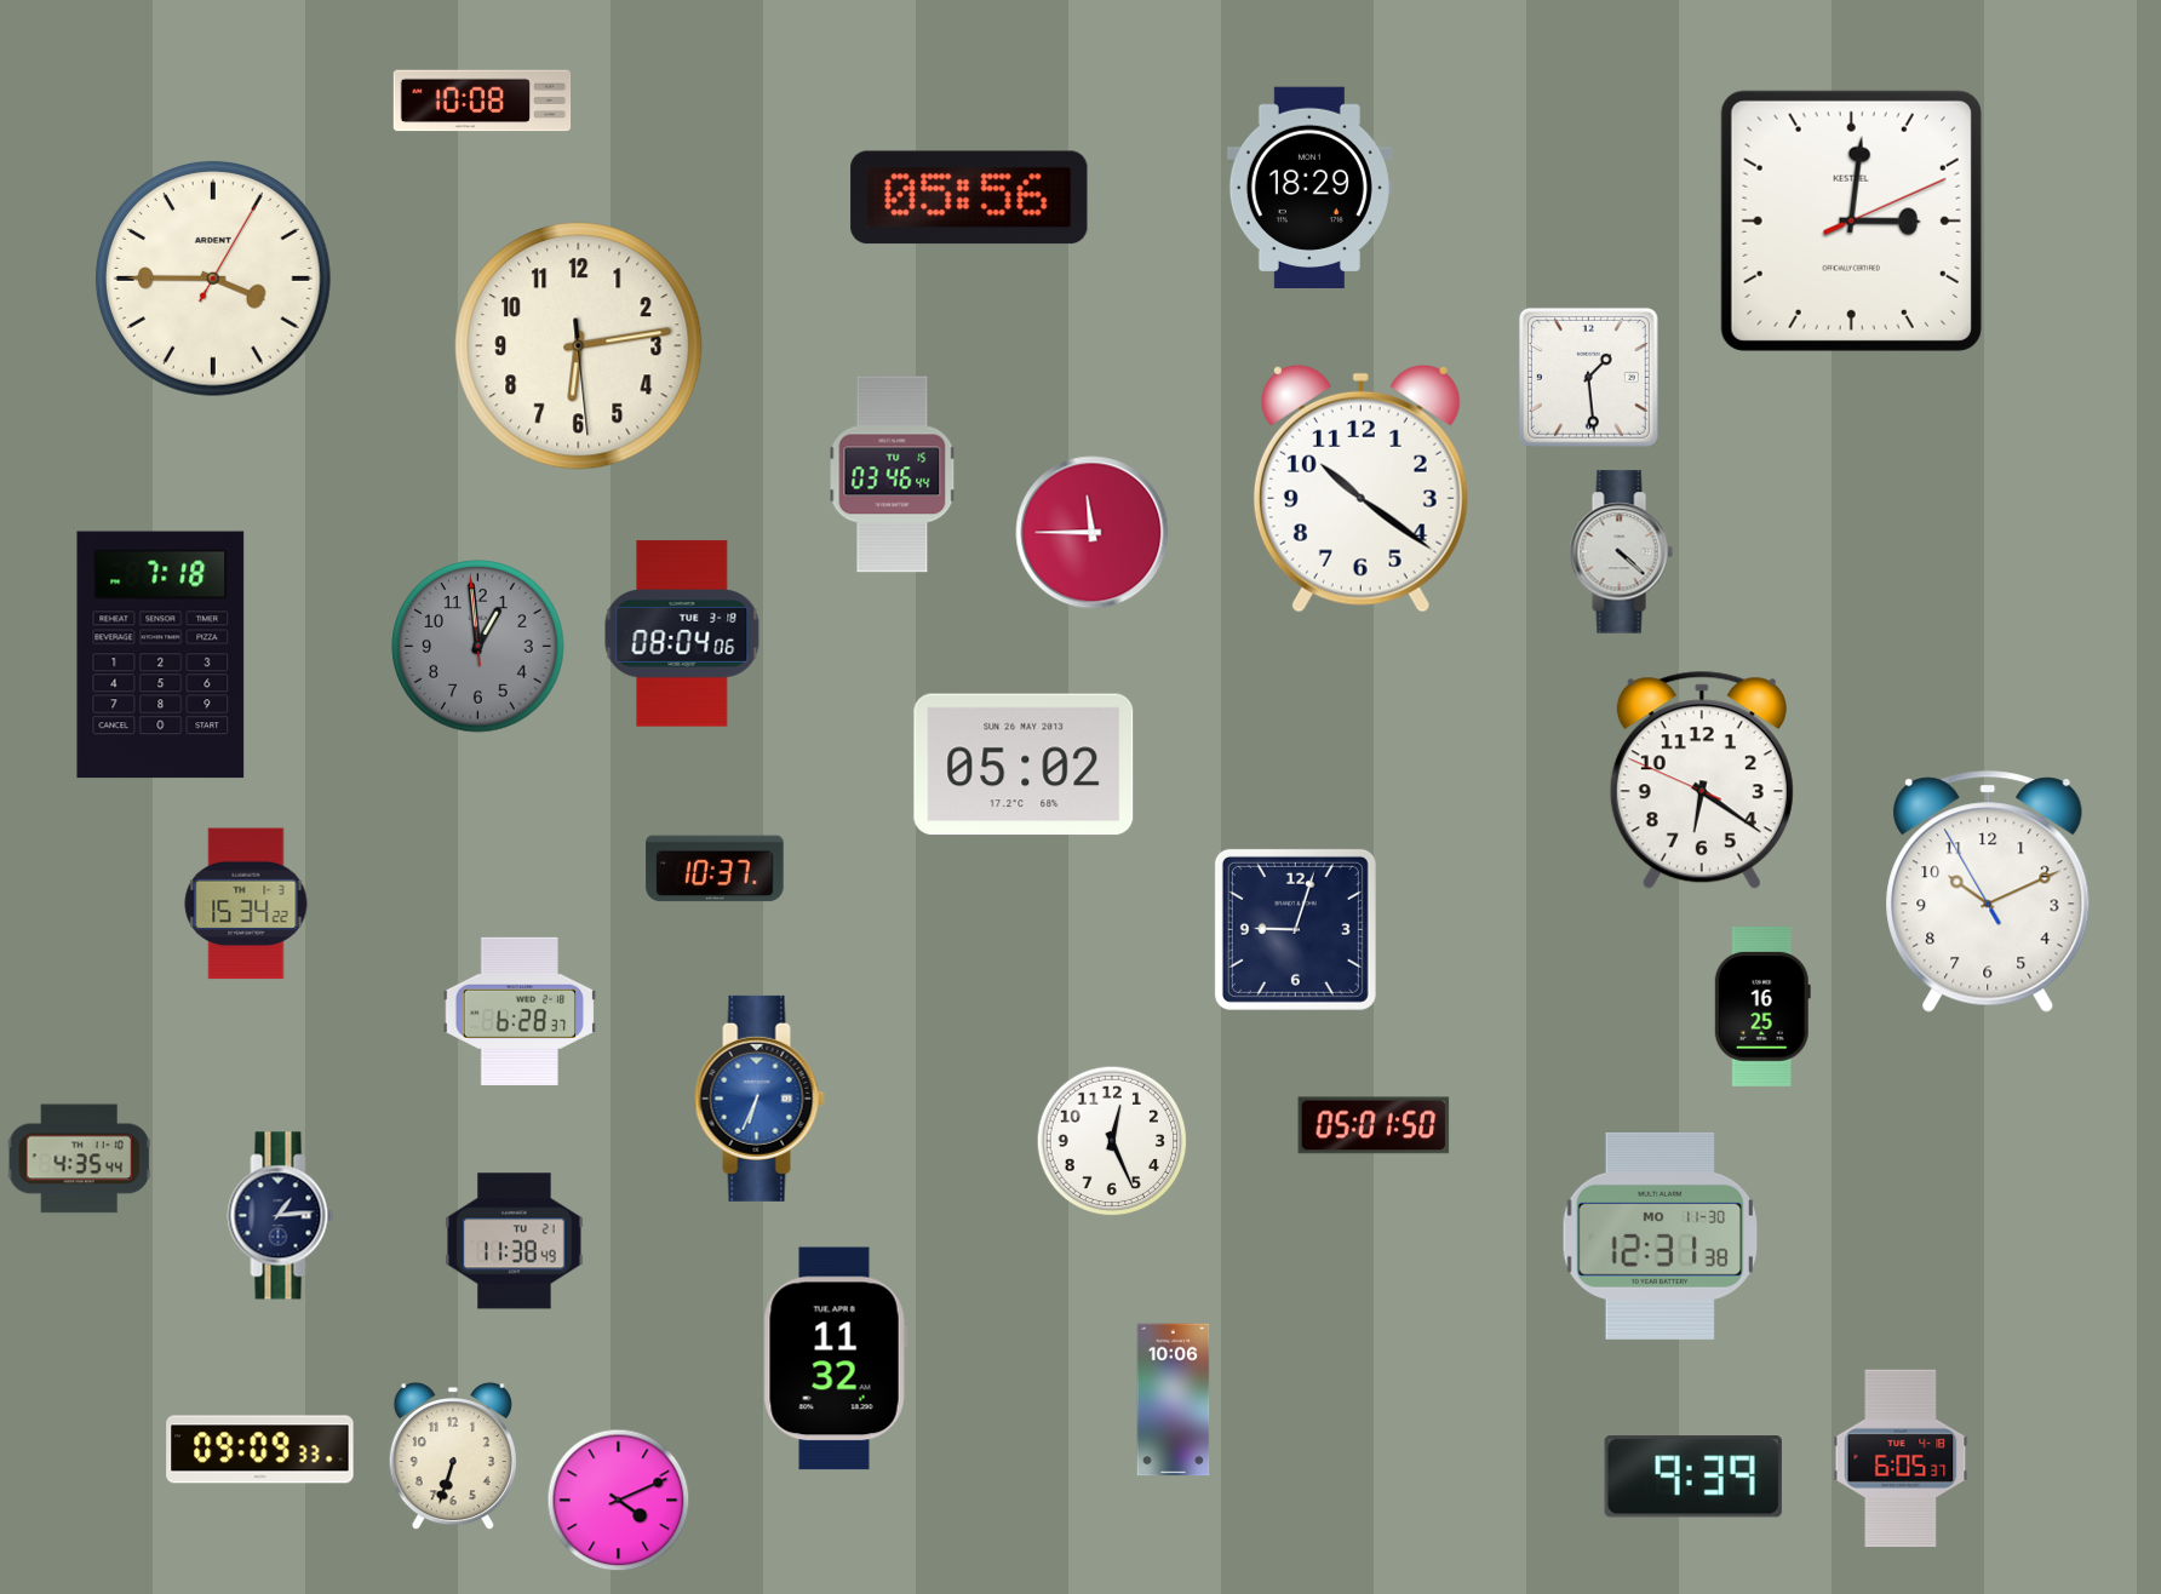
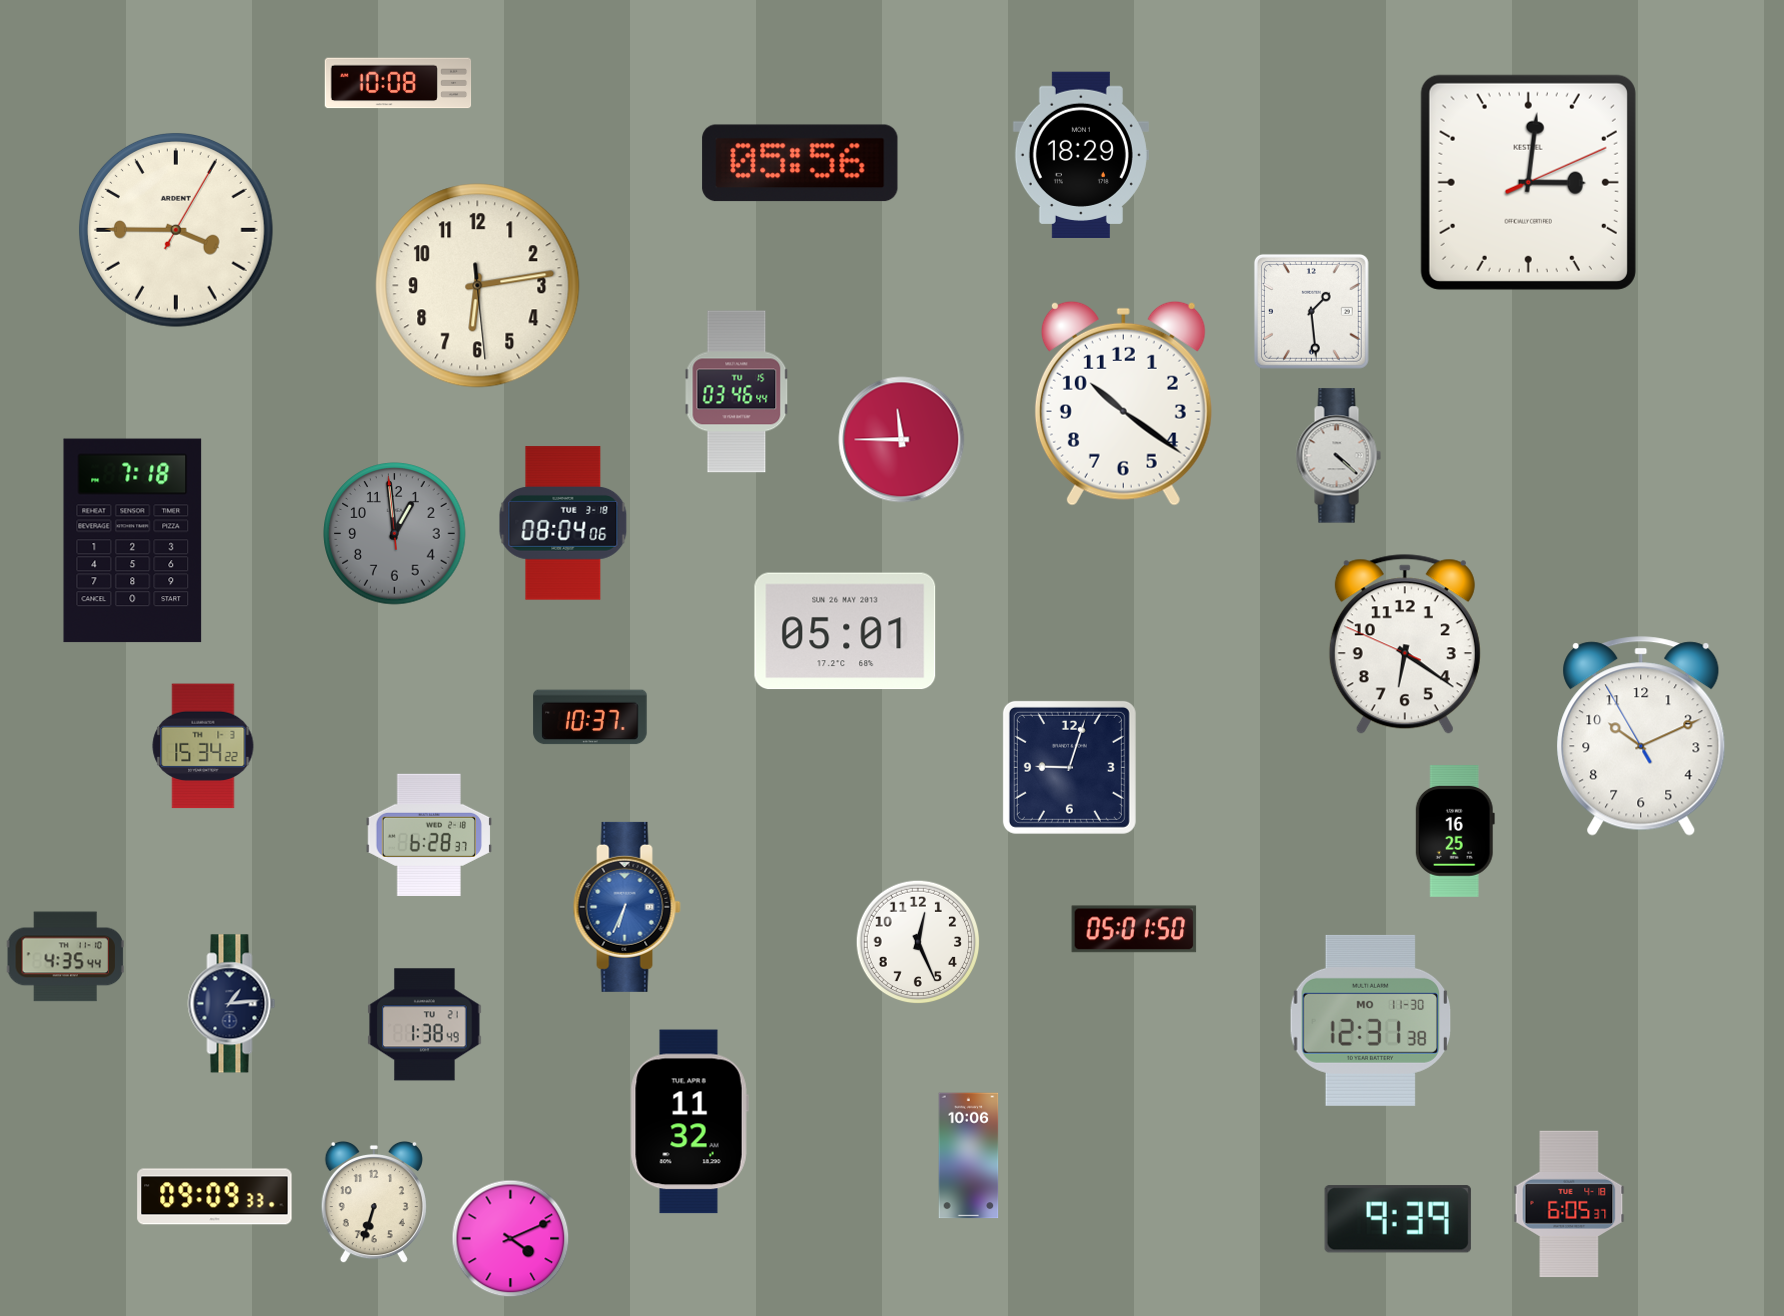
clock at (1024, 764): 05:02 -> 05:01
clock at (515, 1242): 11:38 -> 1:38
